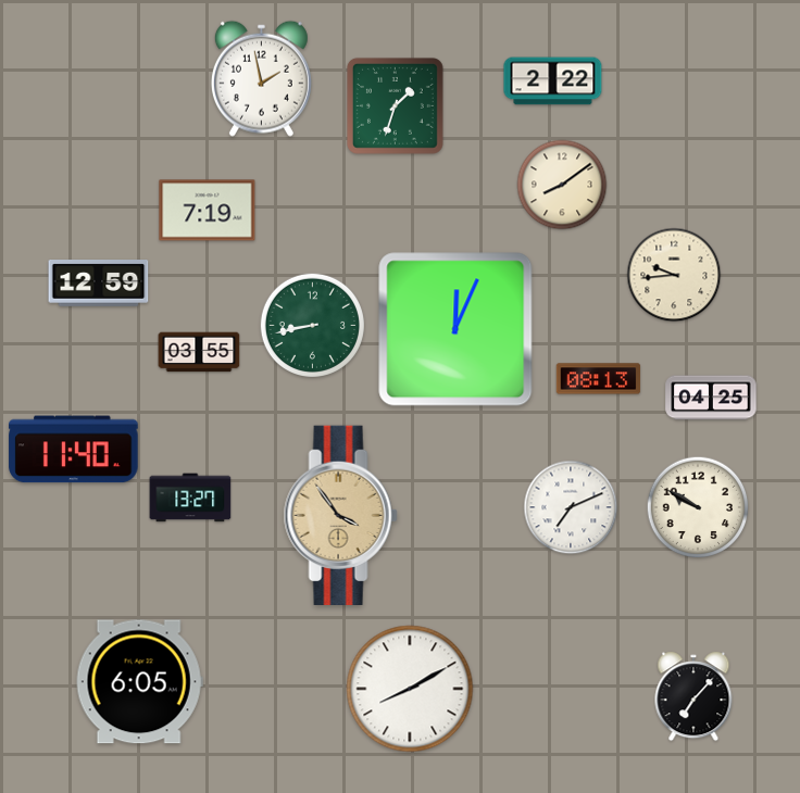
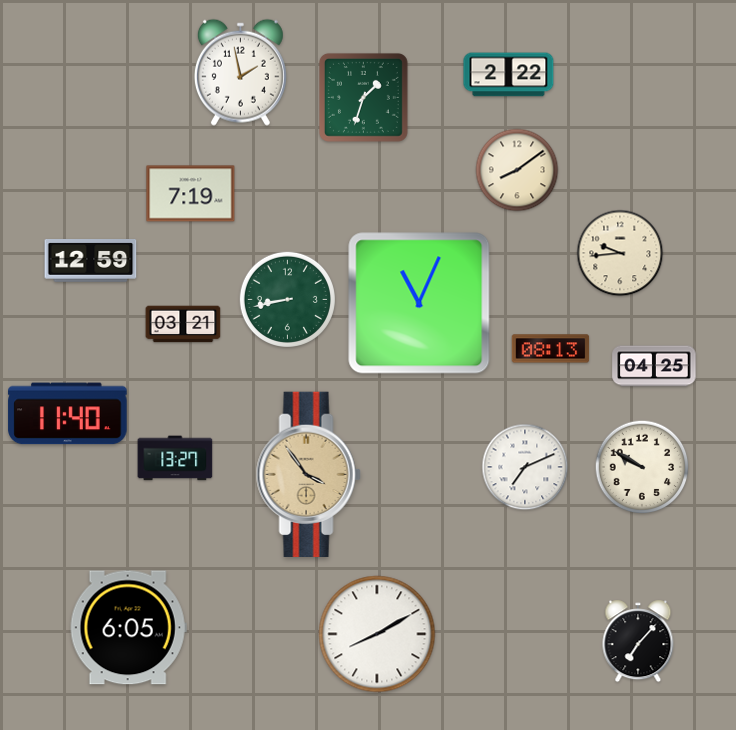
clock at (455, 329): 12:04 -> 11:04
clock at (199, 352): 03:55 -> 03:21
clock at (340, 515) position: (340, 515) -> (308, 474)
